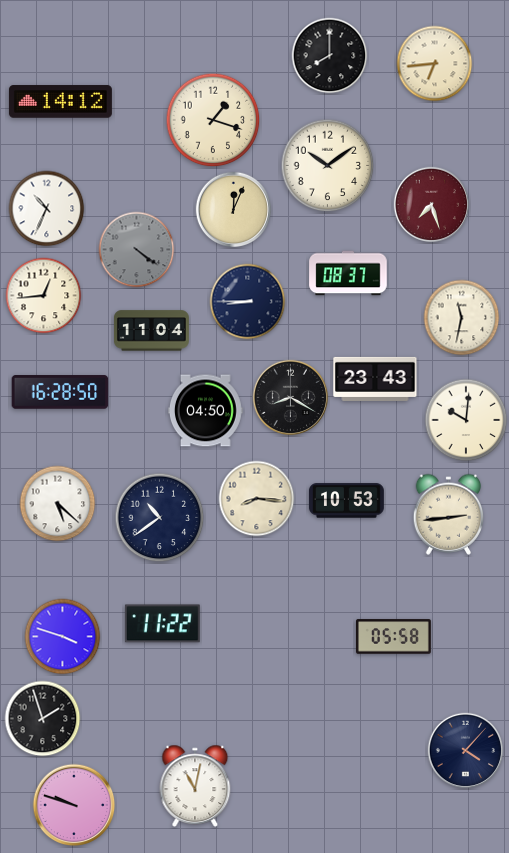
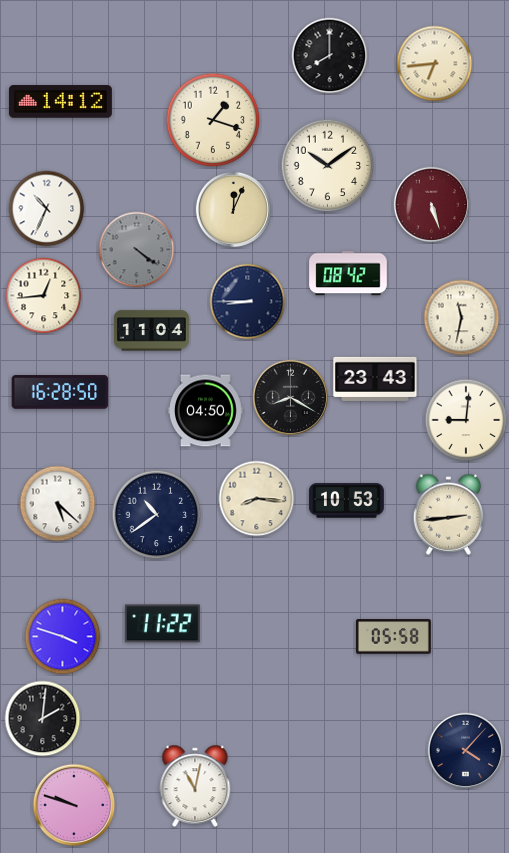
clock at (432, 205): 7:27 -> 5:27
clock at (348, 273): 08:37 -> 08:42
clock at (466, 420): 10:01 -> 9:01
clock at (160, 518) position: (160, 518) -> (157, 515)
clock at (43, 719): 1:57 -> 2:01
